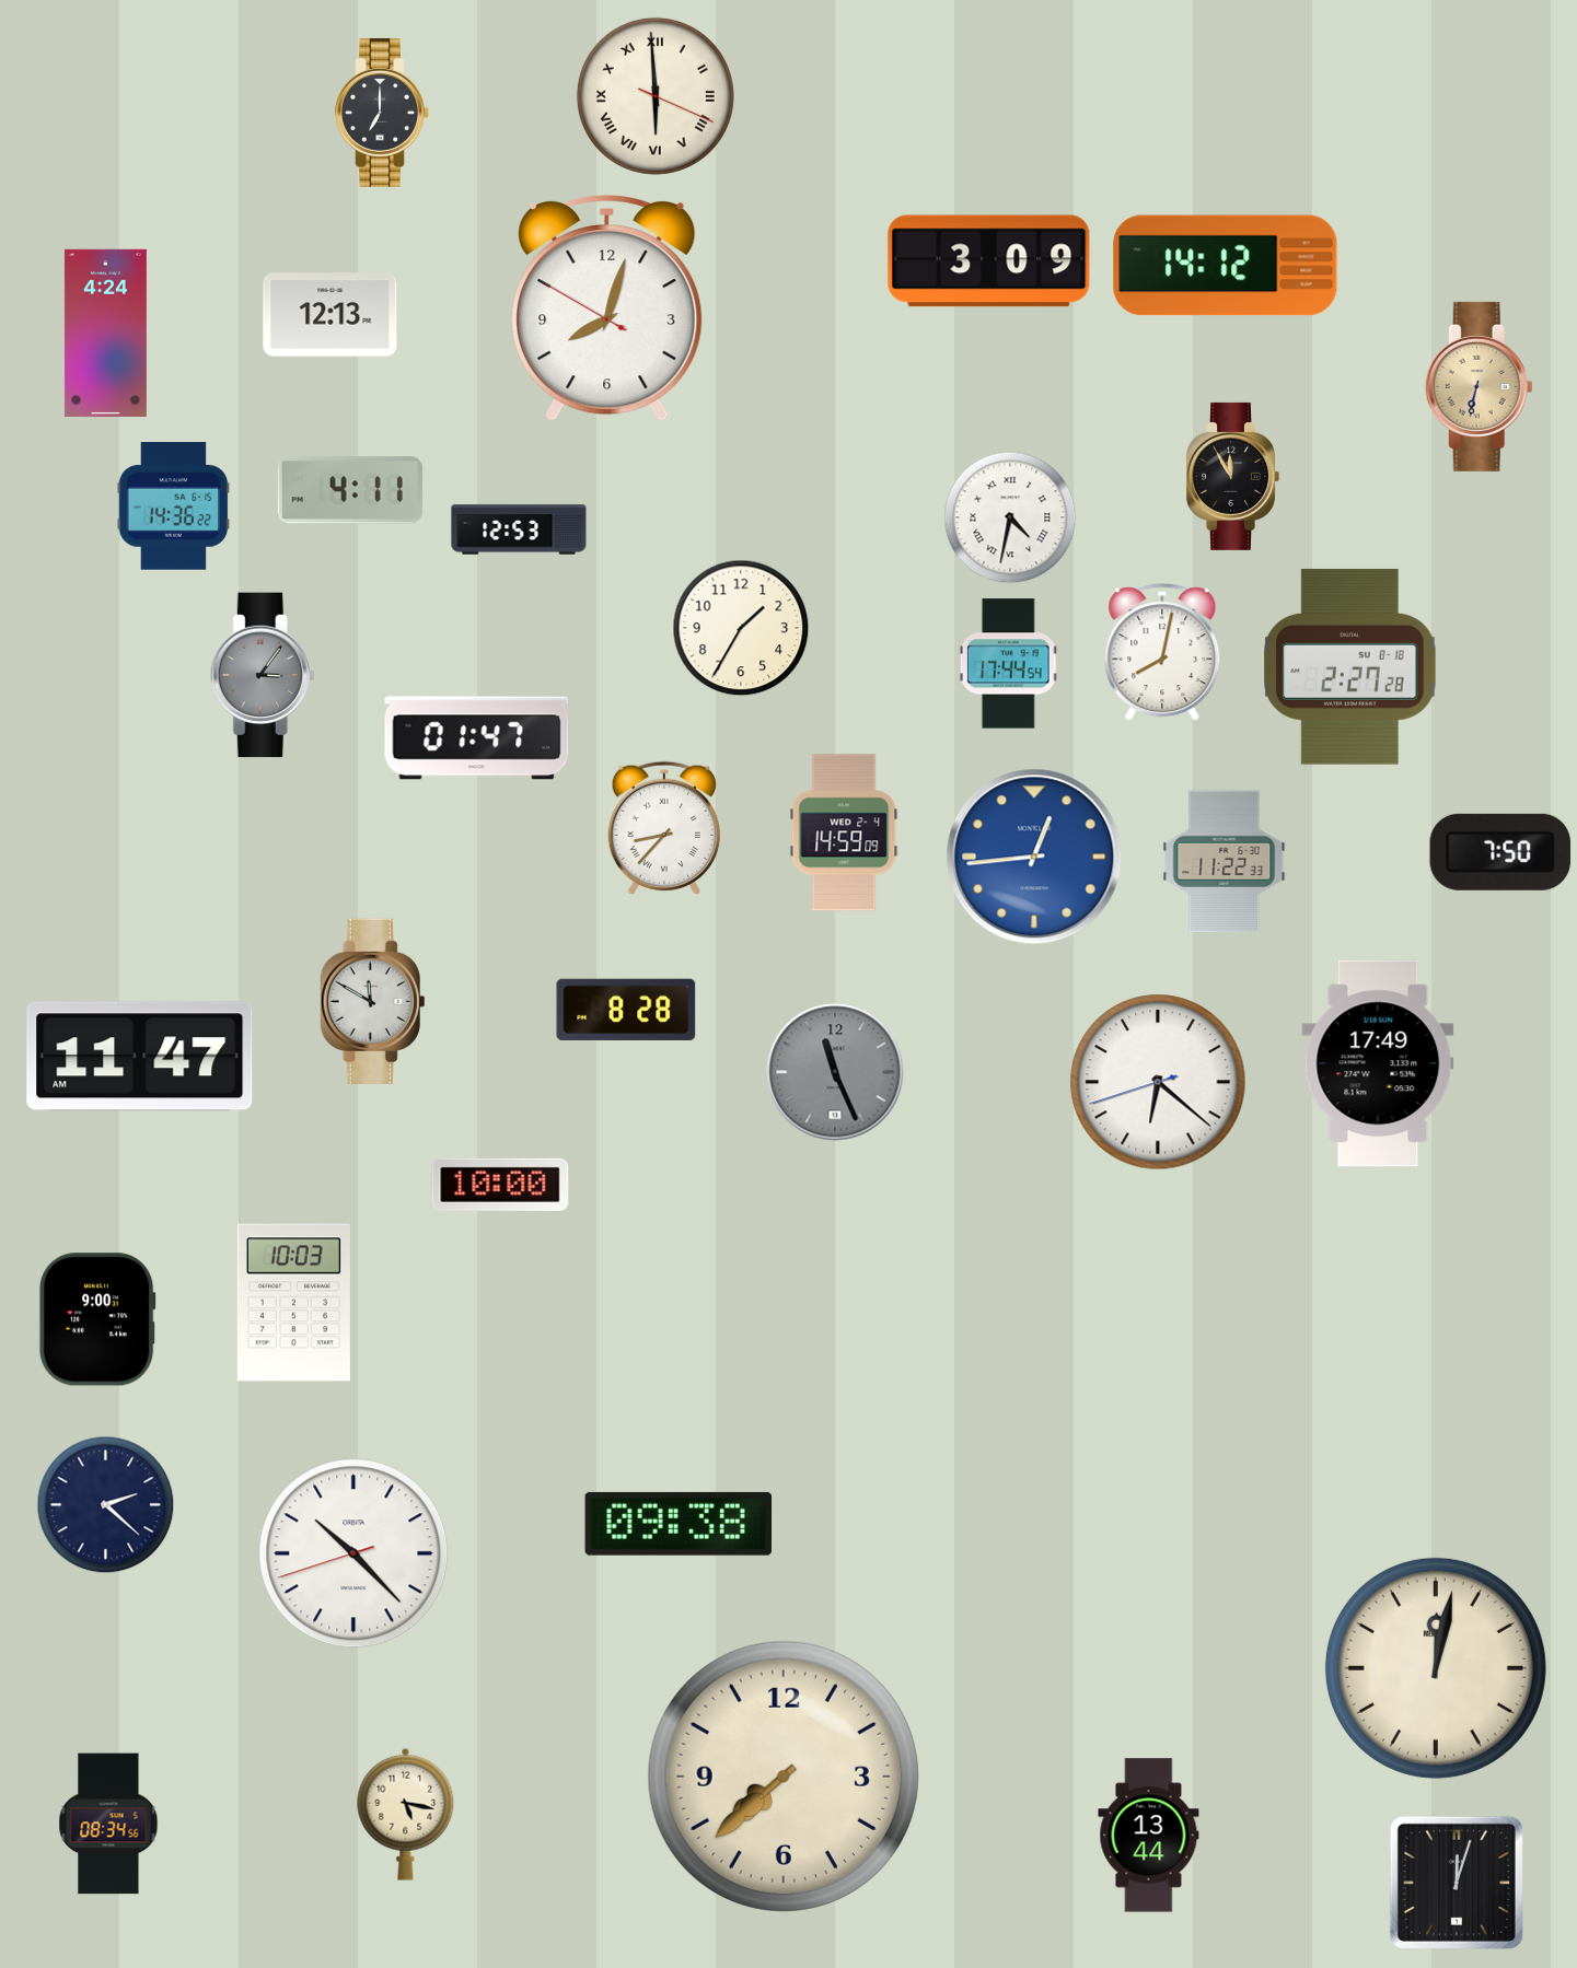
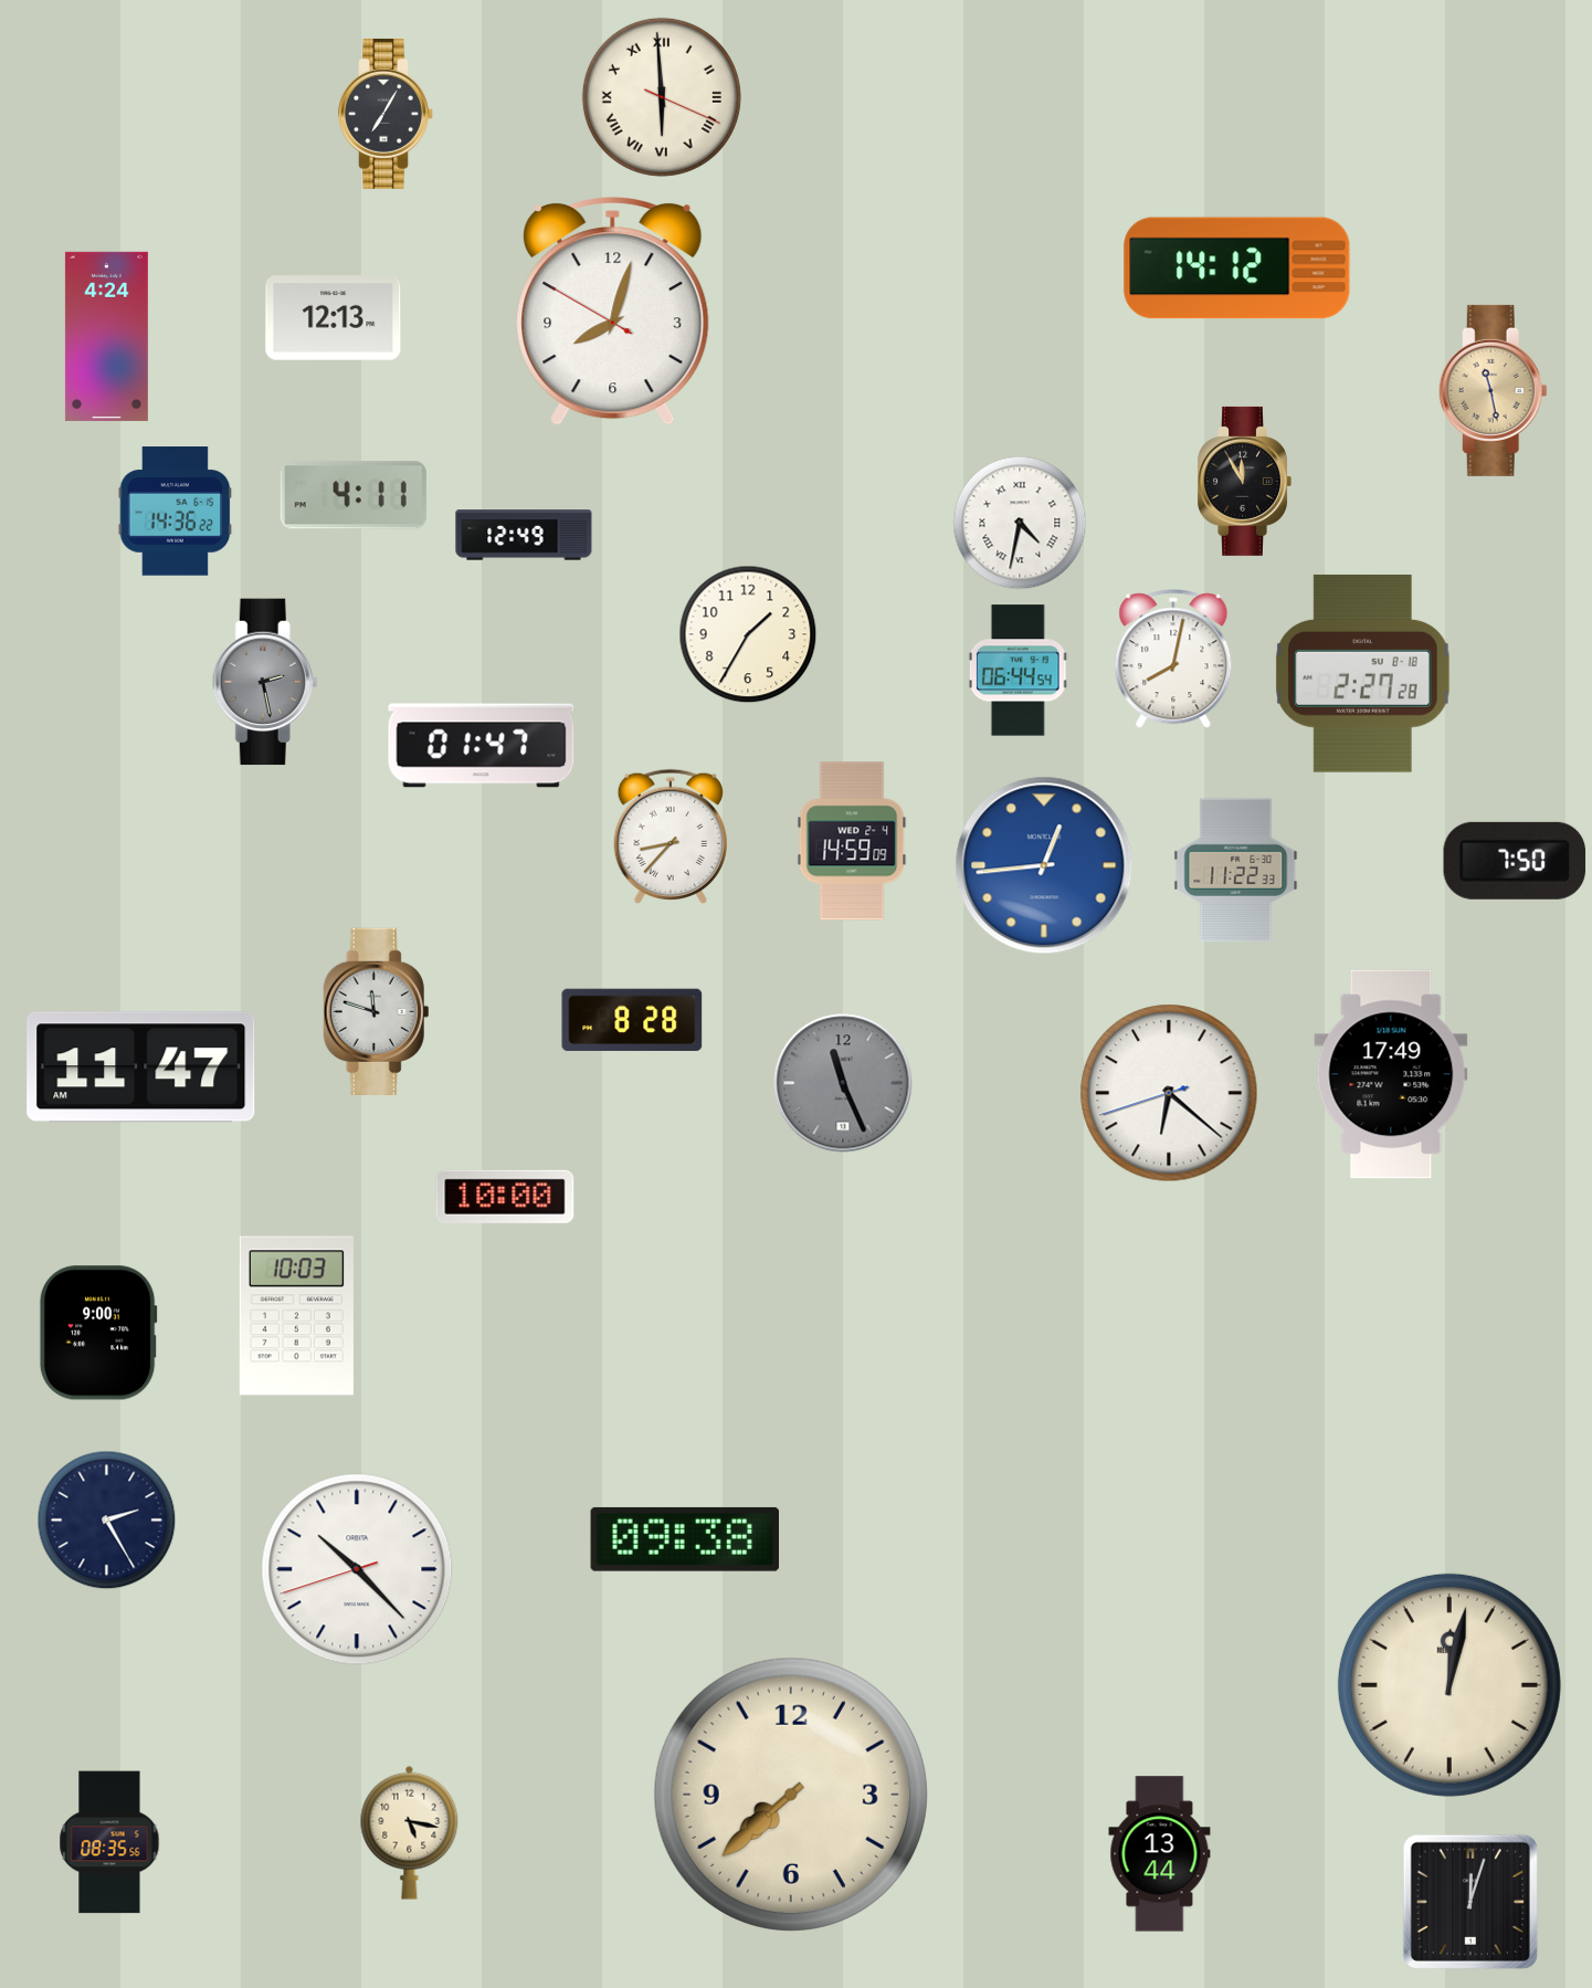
clock at (382, 113): 7:00 -> 7:05
clock at (989, 261): 3:09 -> none
clock at (1479, 386): 6:32 -> 11:28
clock at (519, 529): 12:53 -> 12:49
clock at (1008, 664): 17:44 -> 06:44
clock at (263, 675): 3:06 -> 2:28
clock at (373, 1001): 11:50 -> 11:48
clock at (106, 1505): 2:22 -> 2:25
clock at (108, 1824): 08:34 -> 08:35
